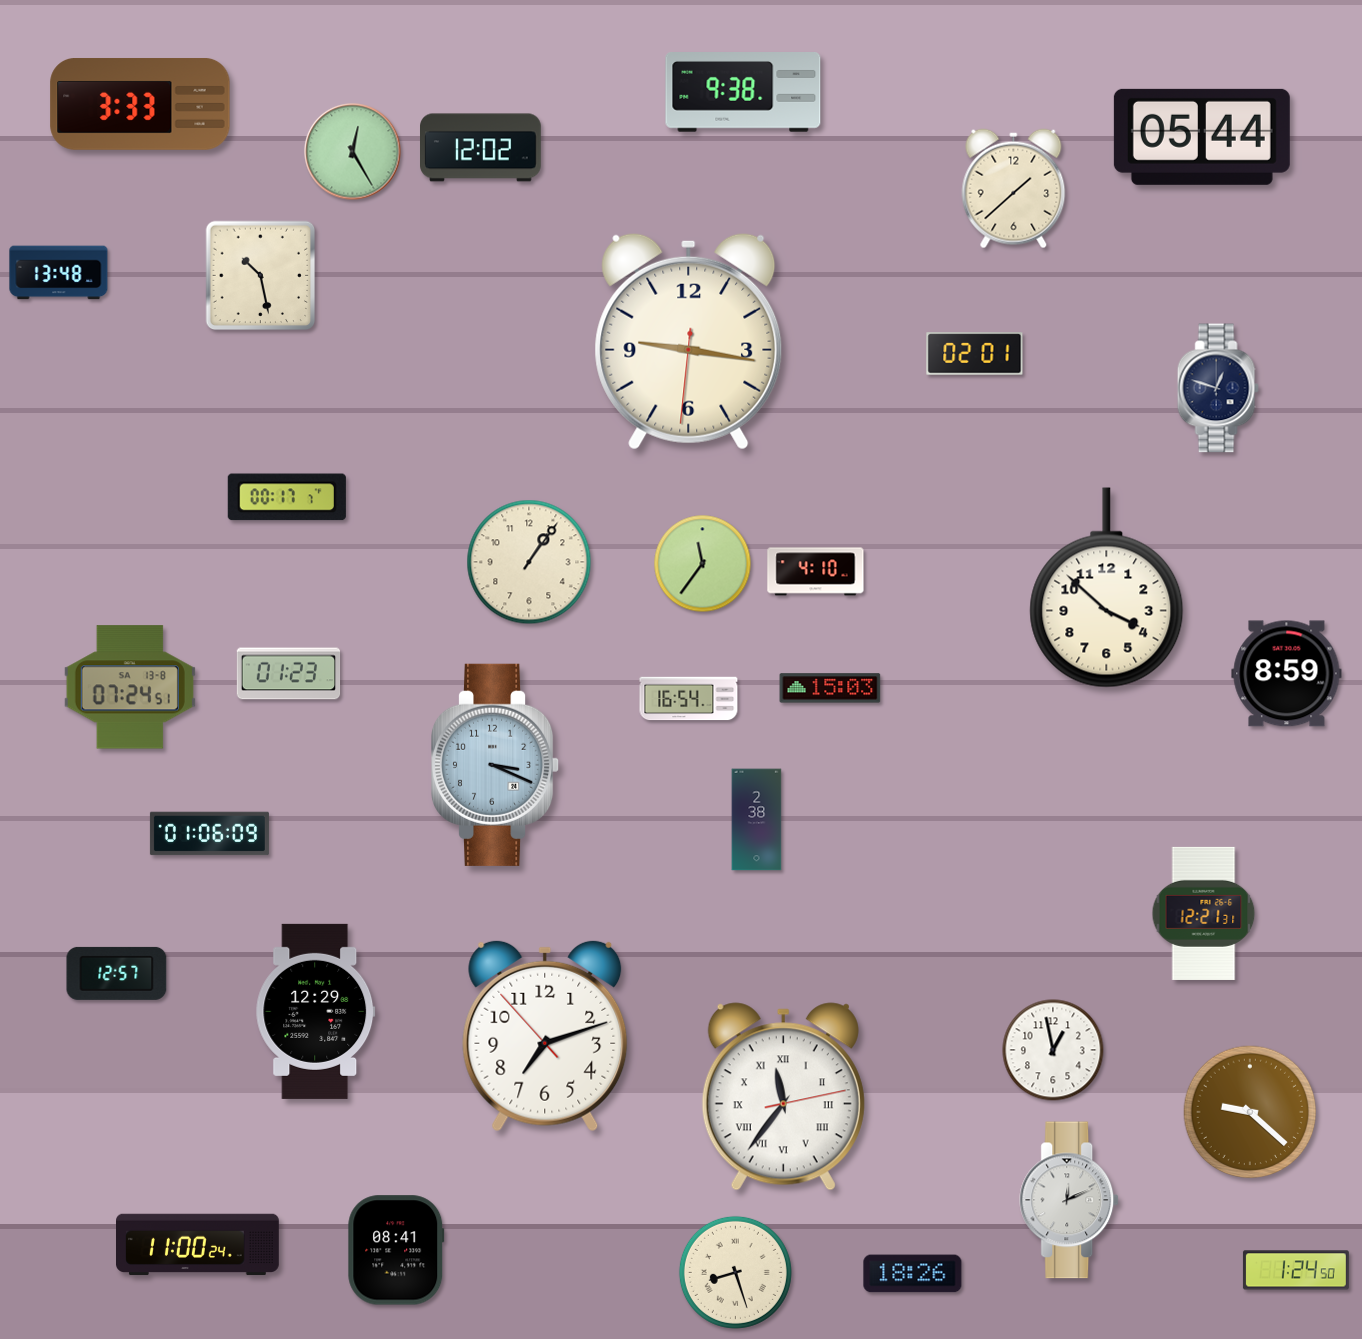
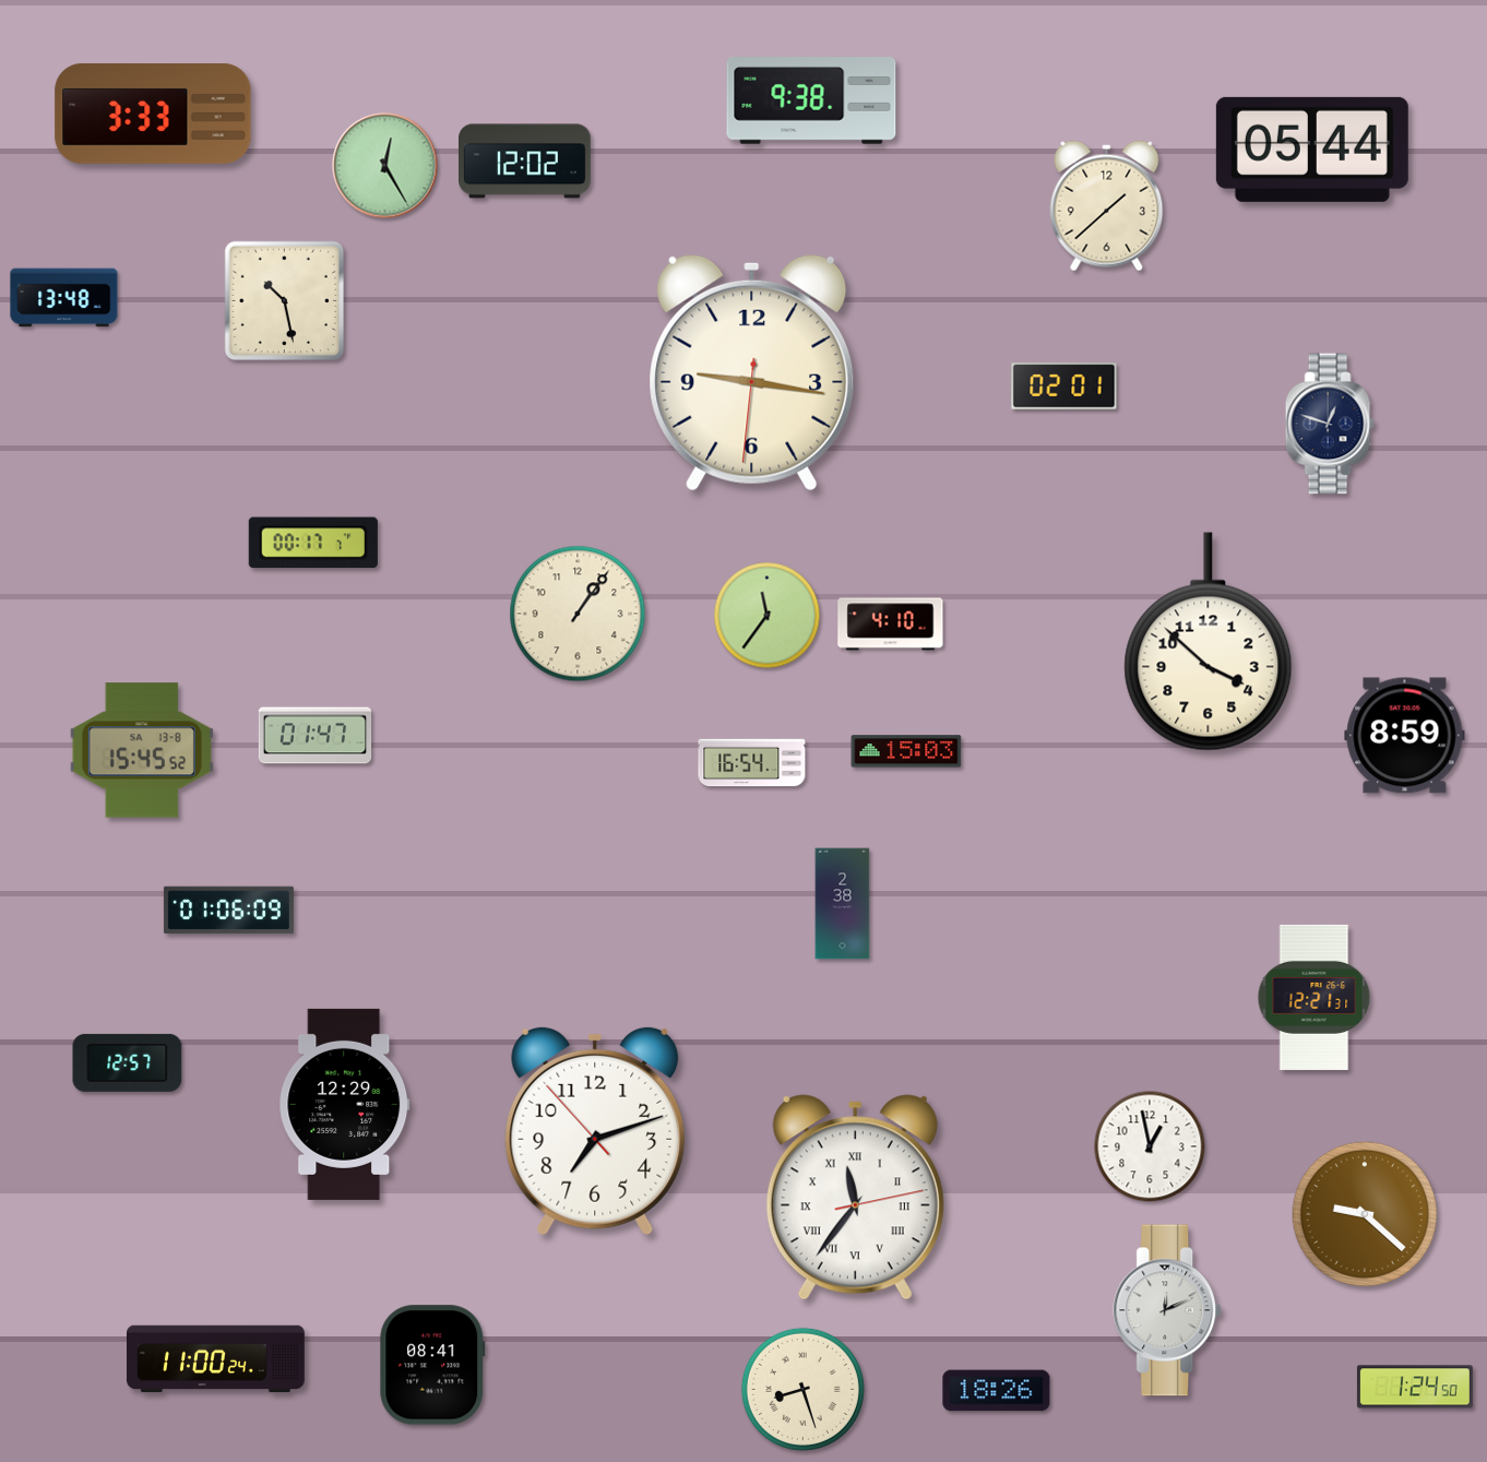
clock at (289, 674): 01:23 -> 01:47
clock at (130, 687): 07:24 -> 15:45
clock at (496, 765): 3:19 -> none
clock at (757, 820) position: (757, 820) -> (843, 904)
